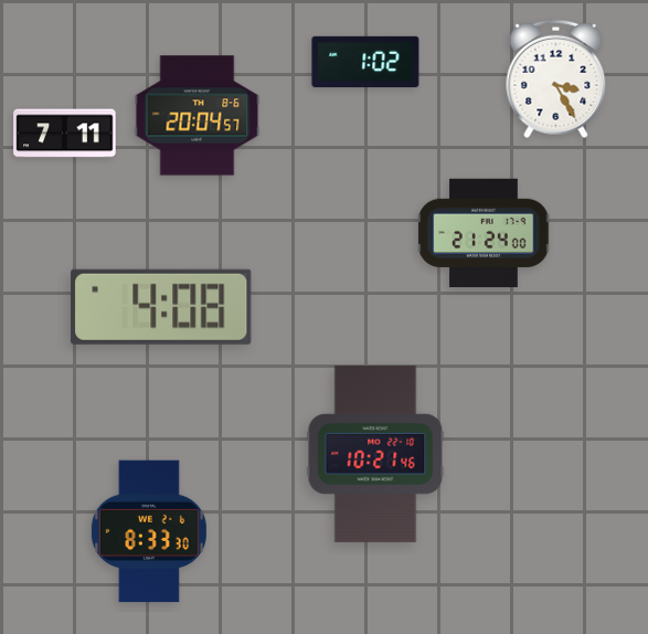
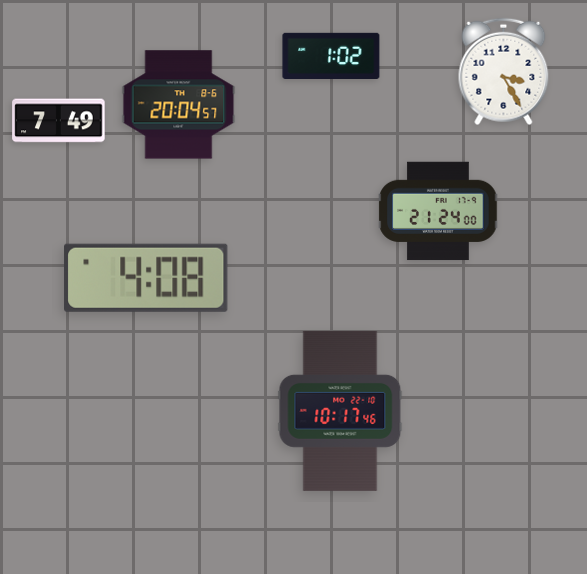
clock at (65, 134): 7:11 -> 7:49
clock at (375, 454): 10:21 -> 10:17
clock at (149, 531): 8:33 -> none
